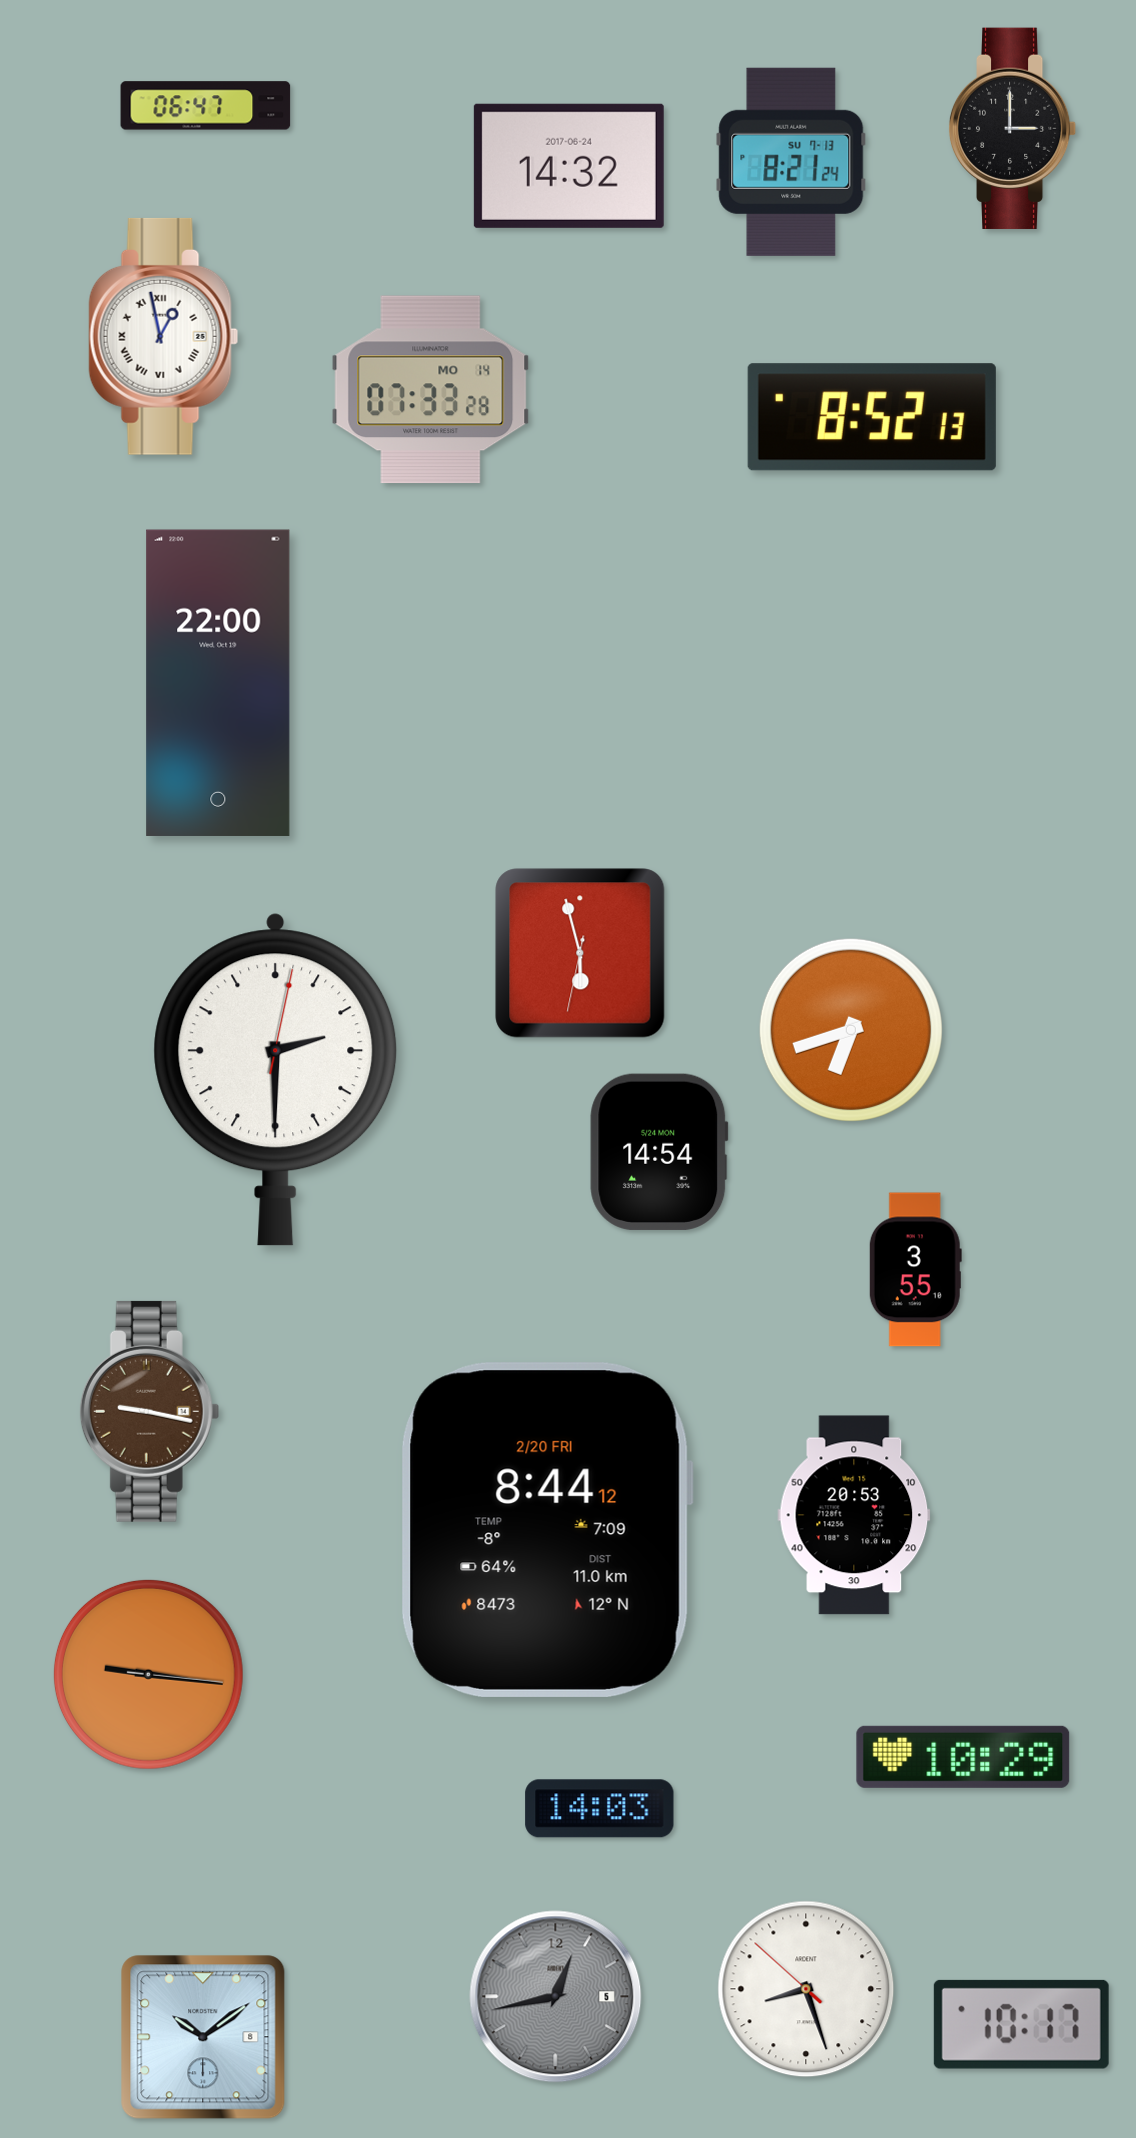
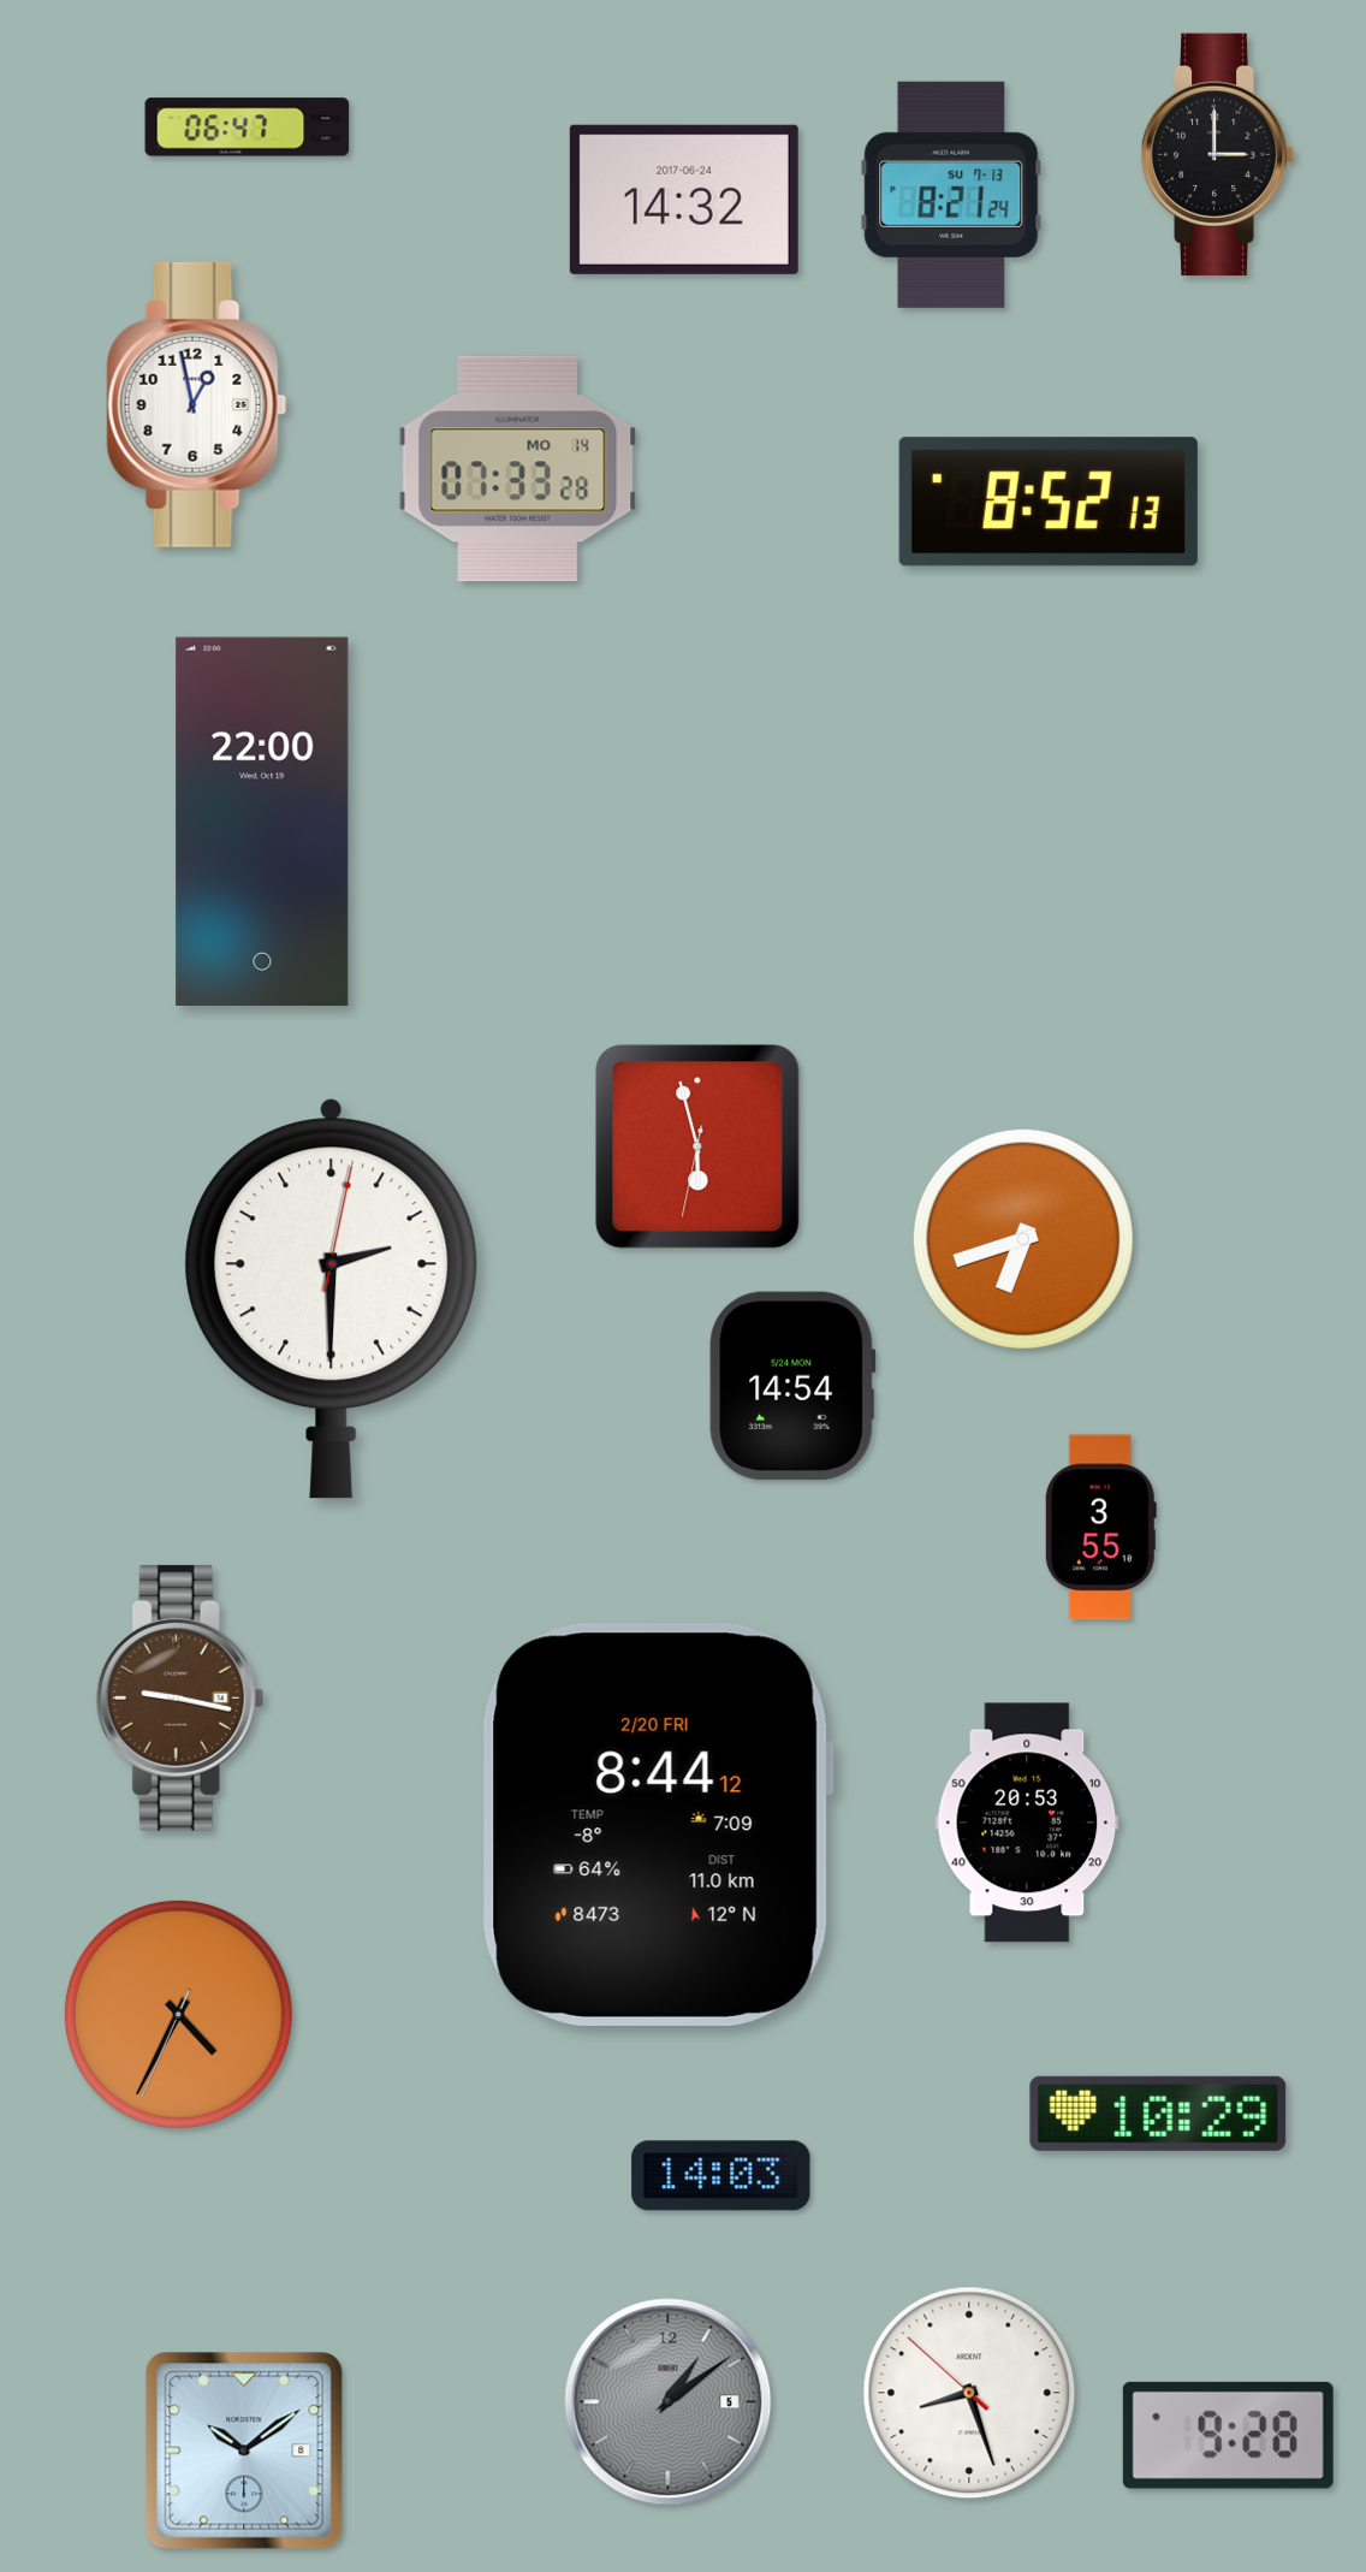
clock at (164, 336) numerals: Roman -> Arabic
clock at (547, 1530) position: (547, 1530) -> (658, 1825)
clock at (148, 1674): 9:16 -> 4:34
clock at (556, 1997): 12:43 -> 1:09
clock at (1021, 2024): 10:17 -> 9:28
